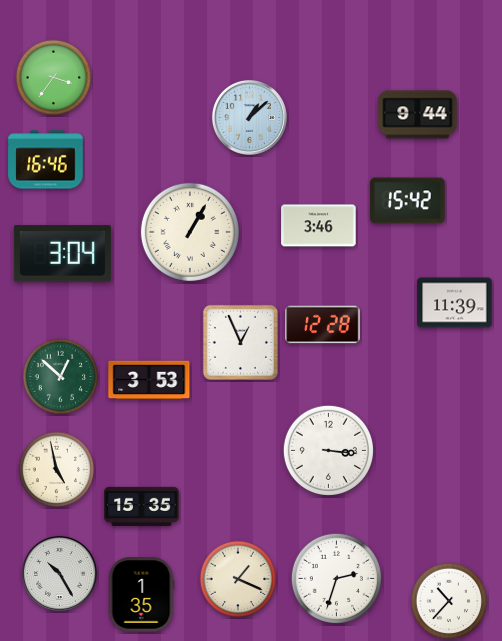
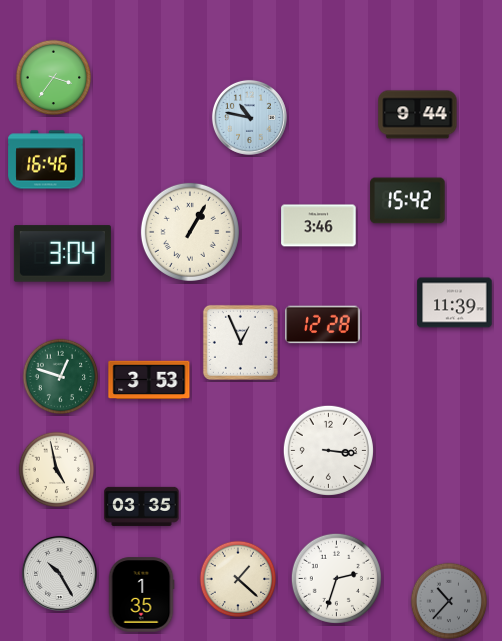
clock at (249, 117): 1:08 -> 10:47
clock at (61, 377): 12:52 -> 12:48
clock at (142, 506): 15:35 -> 03:35
clock at (238, 579): 1:19 -> 1:22
clock at (449, 601) dial: white -> grey
